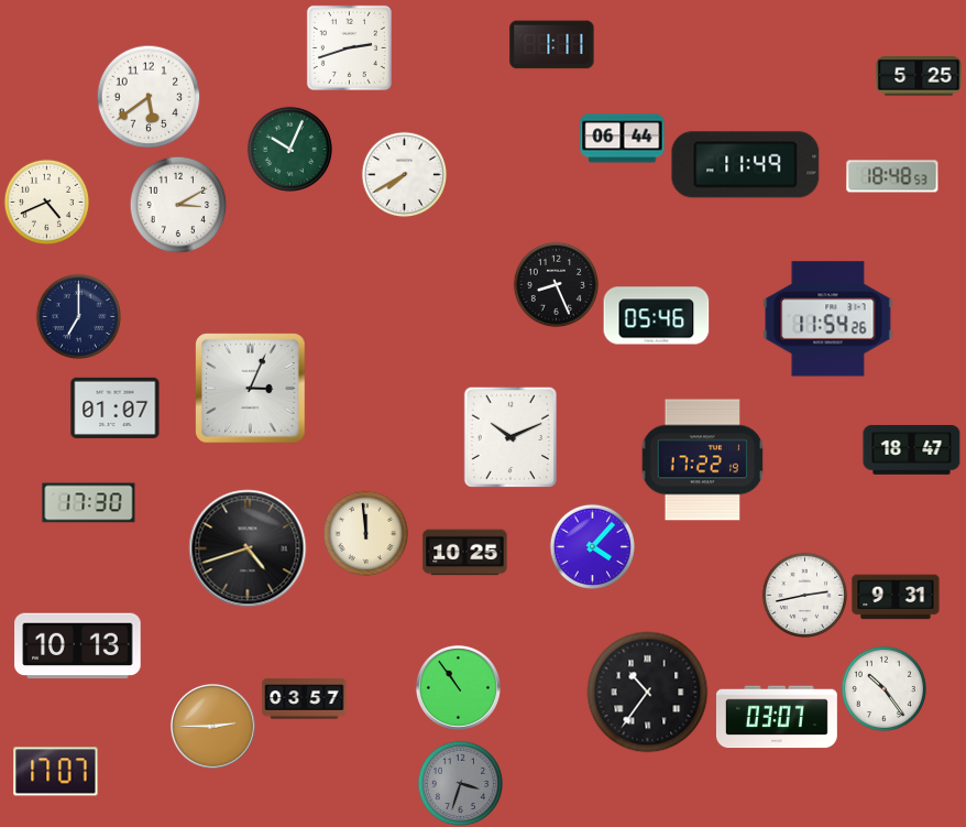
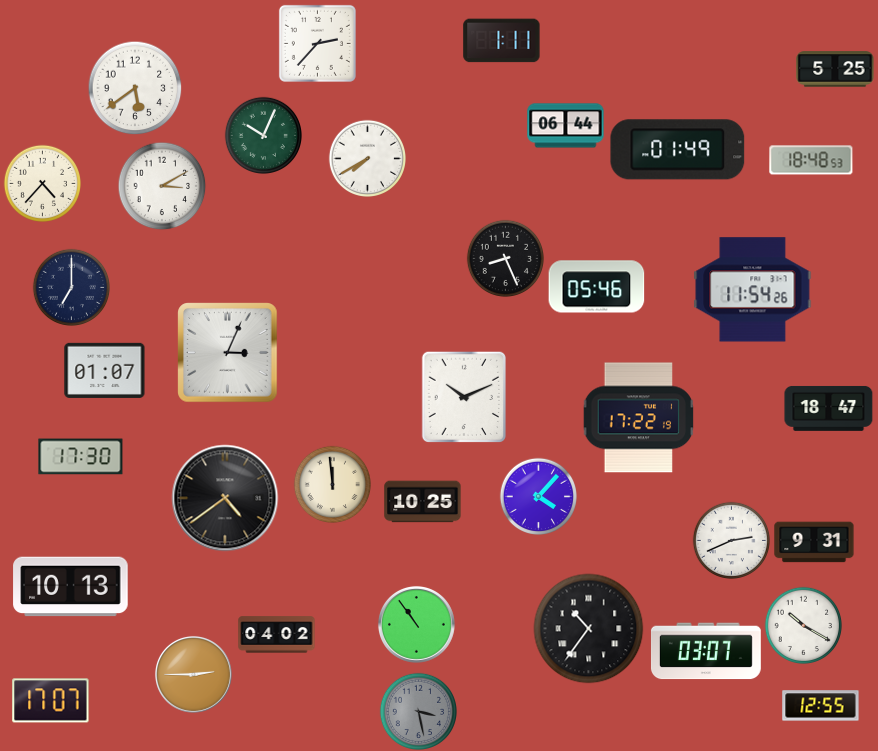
clock at (349, 47): 2:42 -> 2:37
clock at (746, 165): 11:49 -> 01:49
clock at (46, 202): 4:41 -> 4:37
clock at (248, 548): 4:42 -> 4:39
clock at (804, 595): 2:43 -> 2:41
clock at (883, 688): 10:24 -> 10:20
clock at (305, 699): 03:57 -> 04:02
clock at (212, 726) position: (212, 726) -> (193, 674)
clock at (821, 706): none -> 12:55
clock at (460, 783): 3:33 -> 3:28
